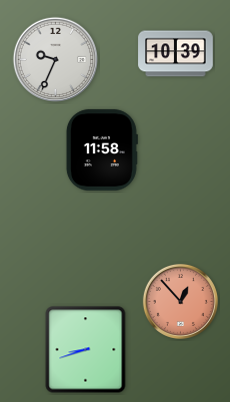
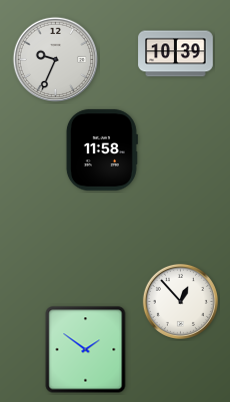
clock at (180, 301) dial: salmon -> white
clock at (86, 350): 8:42 -> 1:51
